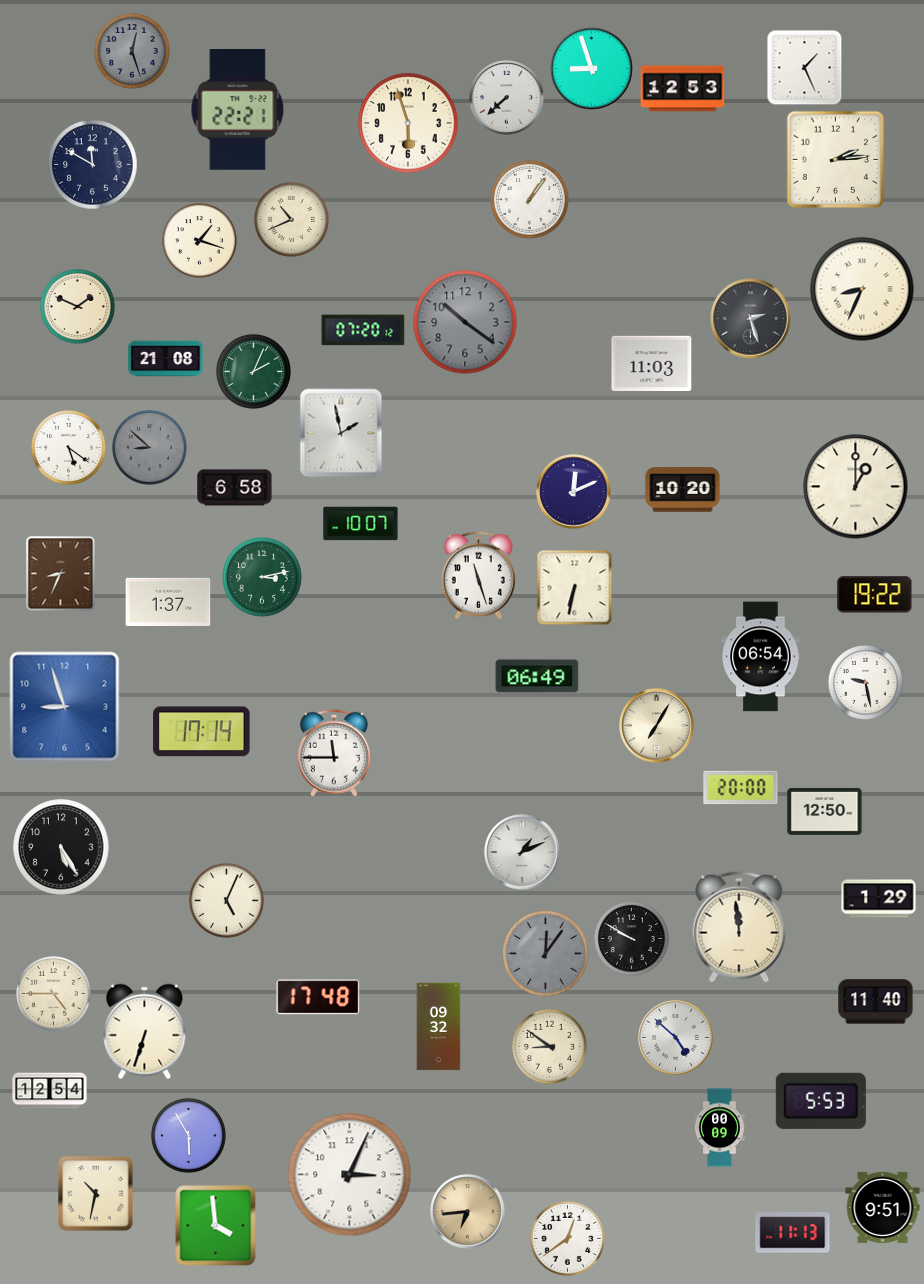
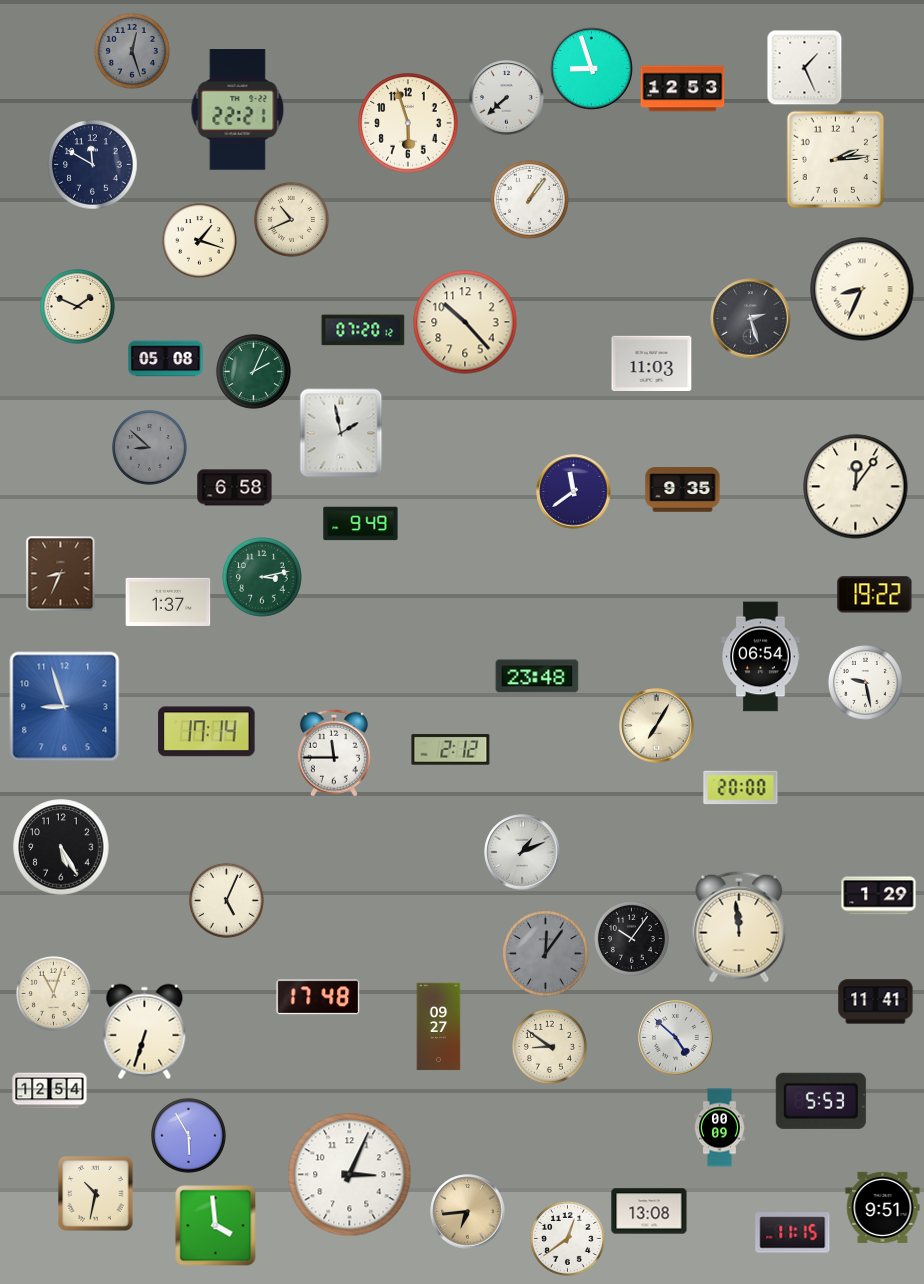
clock at (465, 322): 10:21 -> 10:23
clock at (465, 322) dial: grey -> cream
clock at (166, 359): 21:08 -> 05:08
clock at (68, 447): 5:21 -> none
clock at (856, 487): 1:00 -> 12:06
clock at (683, 490): 10:20 -> 9:35
clock at (574, 492): 12:11 -> 11:39
clock at (361, 524): 10:07 -> 9:49
clock at (478, 576): 11:27 -> none
clock at (575, 588): 6:32 -> none
clock at (537, 676): 06:49 -> 23:48
clock at (202, 732) position: (202, 732) -> (207, 732)
clock at (451, 750): none -> 2:12
clock at (825, 811): 12:50 -> none
clock at (879, 899) position: (879, 899) -> (879, 896)
clock at (631, 938): 9:50 -> 10:06
clock at (53, 993): 4:45 -> 11:03
clock at (876, 1002): 11:40 -> 11:41
clock at (439, 1027): 09:32 -> 09:27
clock at (649, 1211): none -> 13:08
clock at (793, 1233): 11:13 -> 11:15
